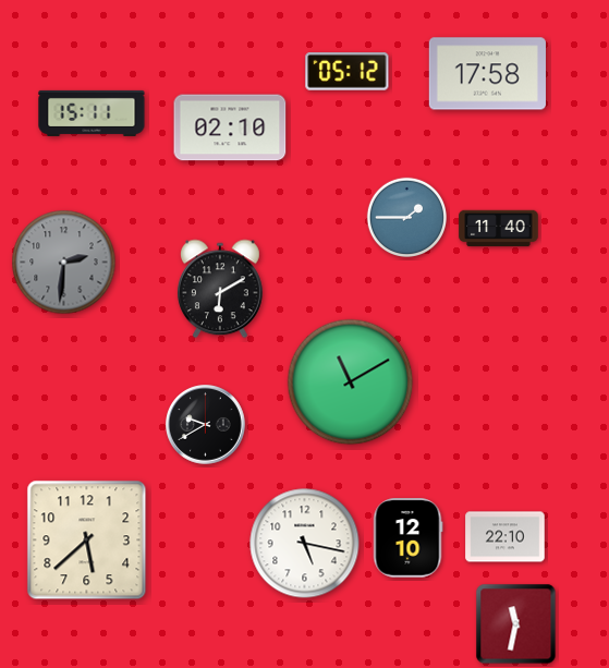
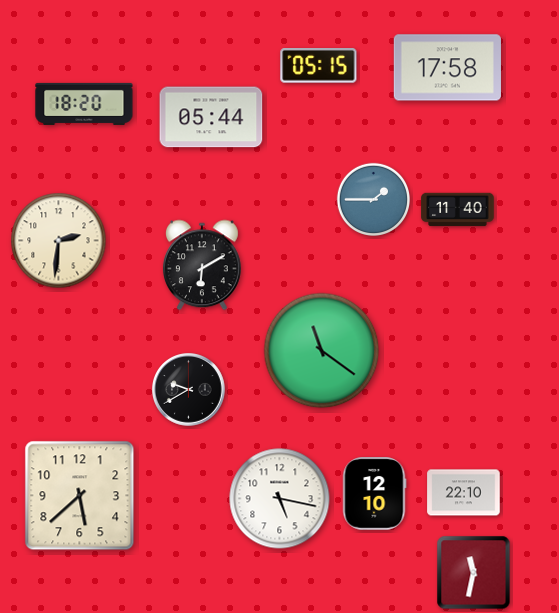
clock at (348, 72): 05:12 -> 05:15
clock at (92, 113): 15:11 -> 18:20
clock at (230, 127): 02:10 -> 05:44
clock at (64, 263) dial: grey -> cream
clock at (351, 382): 11:10 -> 11:21
